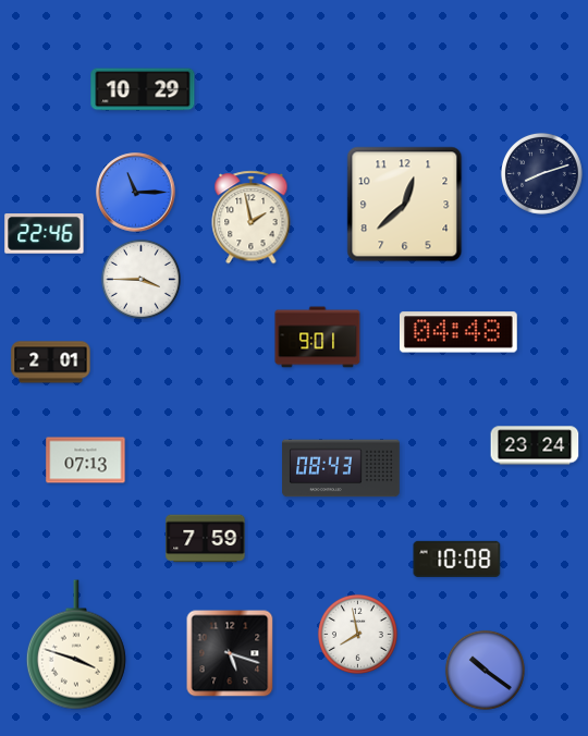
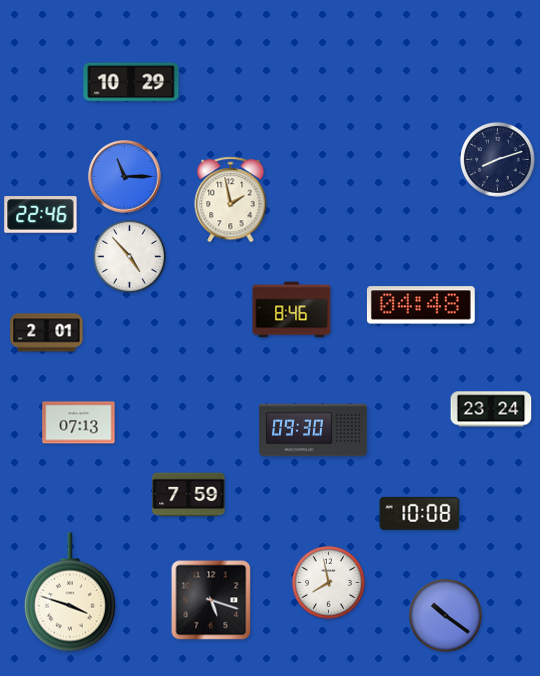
clock at (405, 205): 12:38 -> none
clock at (140, 279): 3:45 -> 4:53
clock at (318, 338): 9:01 -> 8:46
clock at (341, 468): 08:43 -> 09:30
